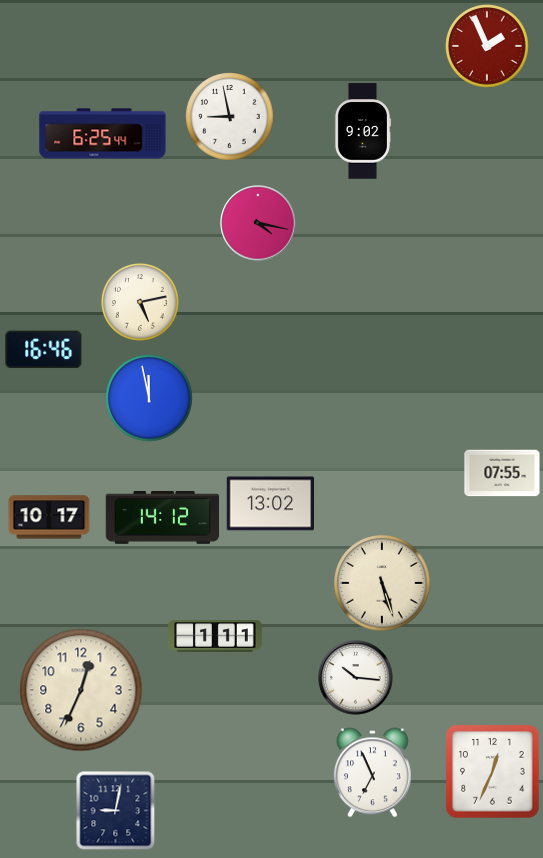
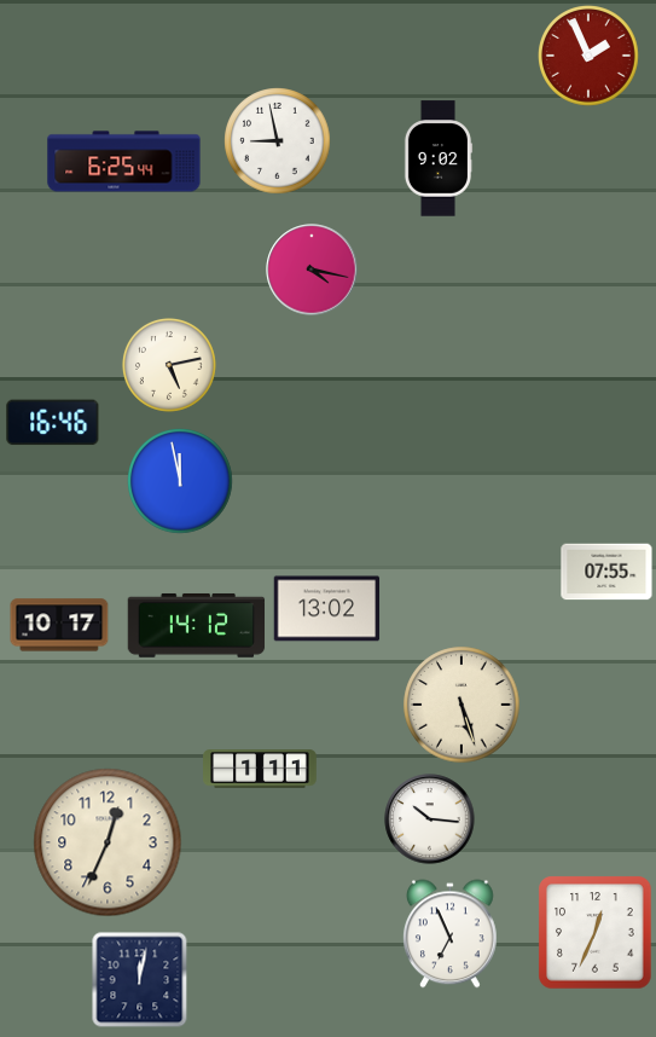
clock at (81, 690) position: (81, 690) -> (108, 842)
clock at (116, 811): 9:02 -> 12:02
